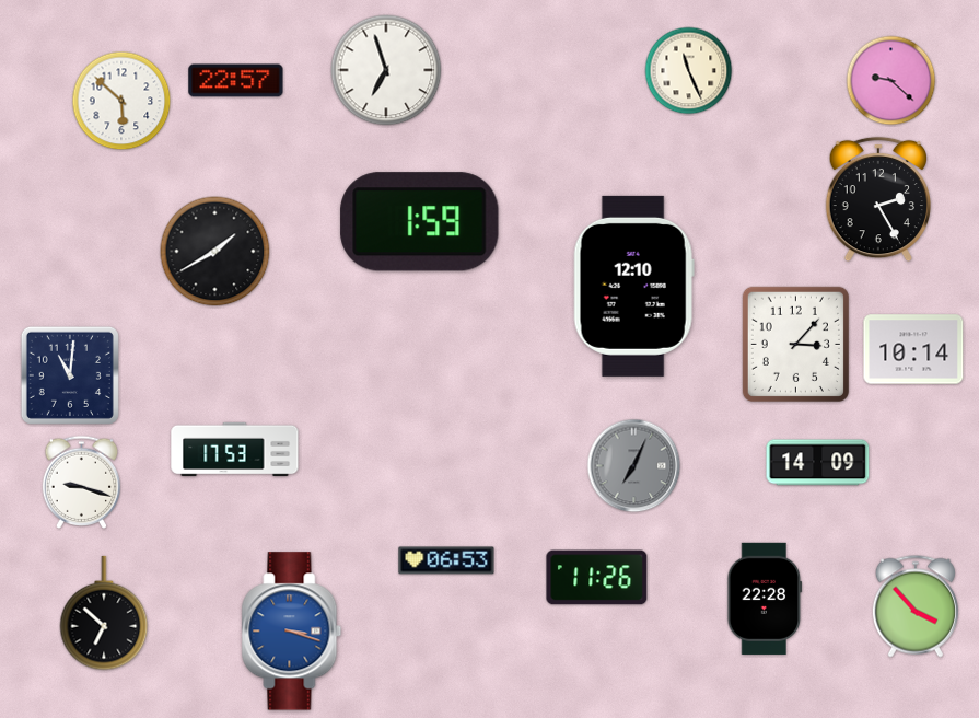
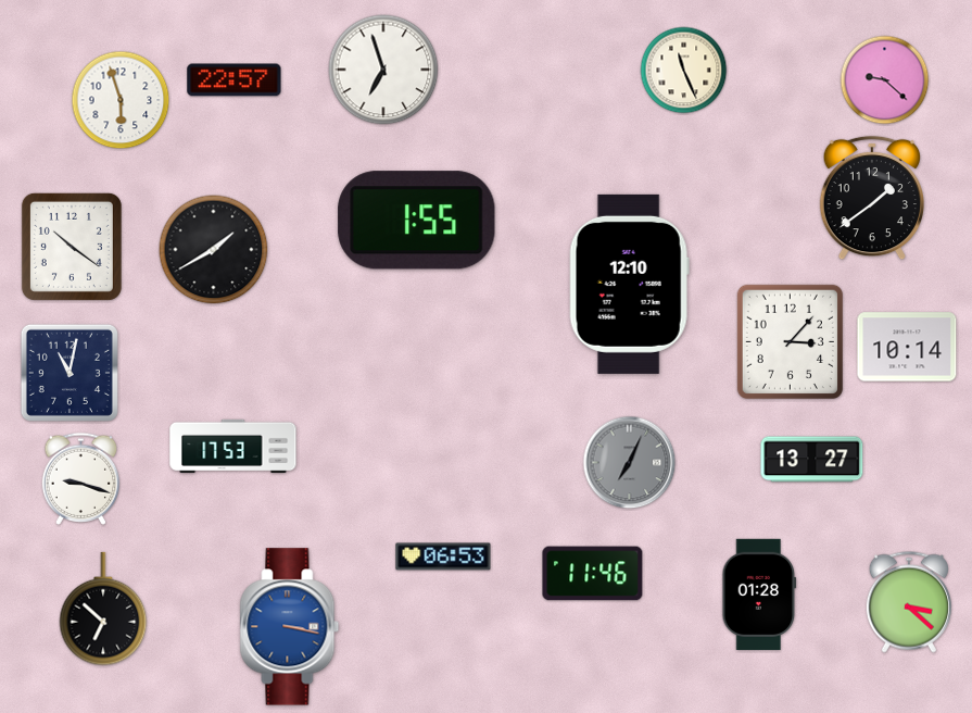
clock at (121, 101): 5:52 -> 5:57
clock at (877, 199): 2:25 -> 1:39
clock at (420, 222): 1:59 -> 1:55
clock at (72, 247): none -> 10:21
clock at (70, 375): 11:01 -> 11:02
clock at (818, 463): 14:09 -> 13:27
clock at (597, 578): 11:26 -> 11:46
clock at (765, 599): 22:28 -> 01:28
clock at (916, 606): 3:53 -> 3:22
clock at (292, 632): 3:18 -> 3:17
